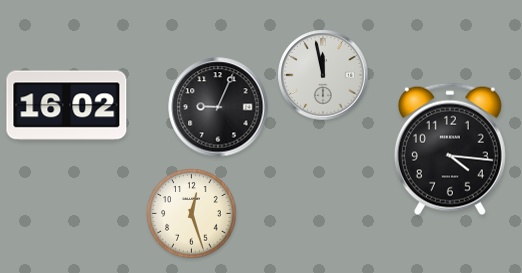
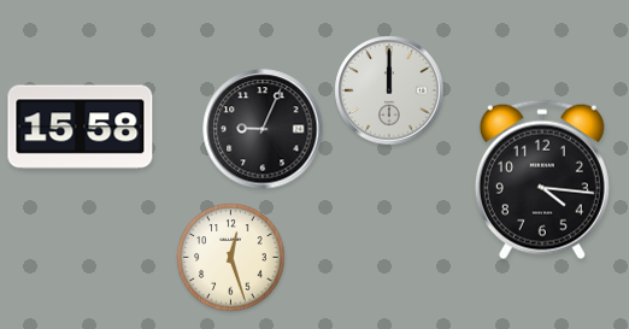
clock at (323, 75): 11:58 -> 12:00
clock at (67, 106): 16:02 -> 15:58
